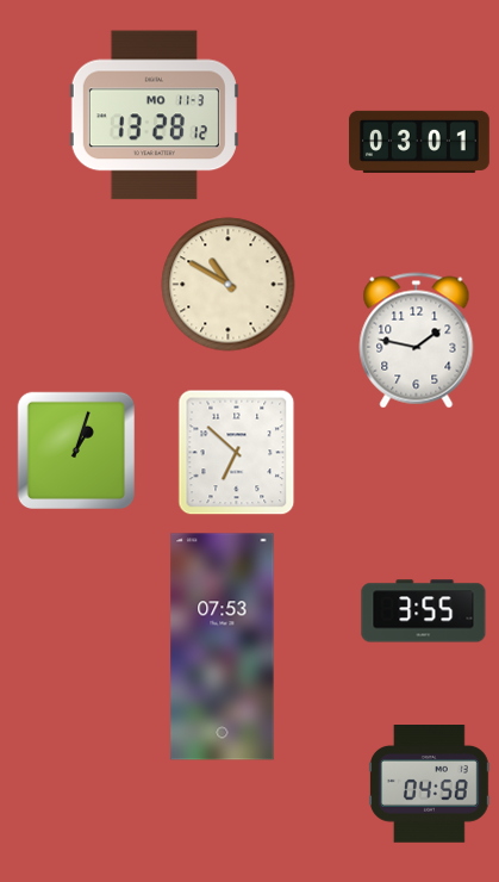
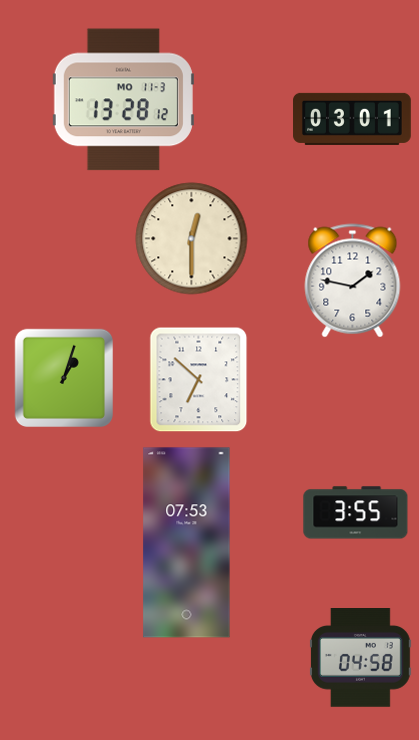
clock at (154, 116) position: (154, 116) -> (123, 100)
clock at (229, 285): 10:50 -> 12:30
clock at (417, 341) position: (417, 341) -> (353, 281)
